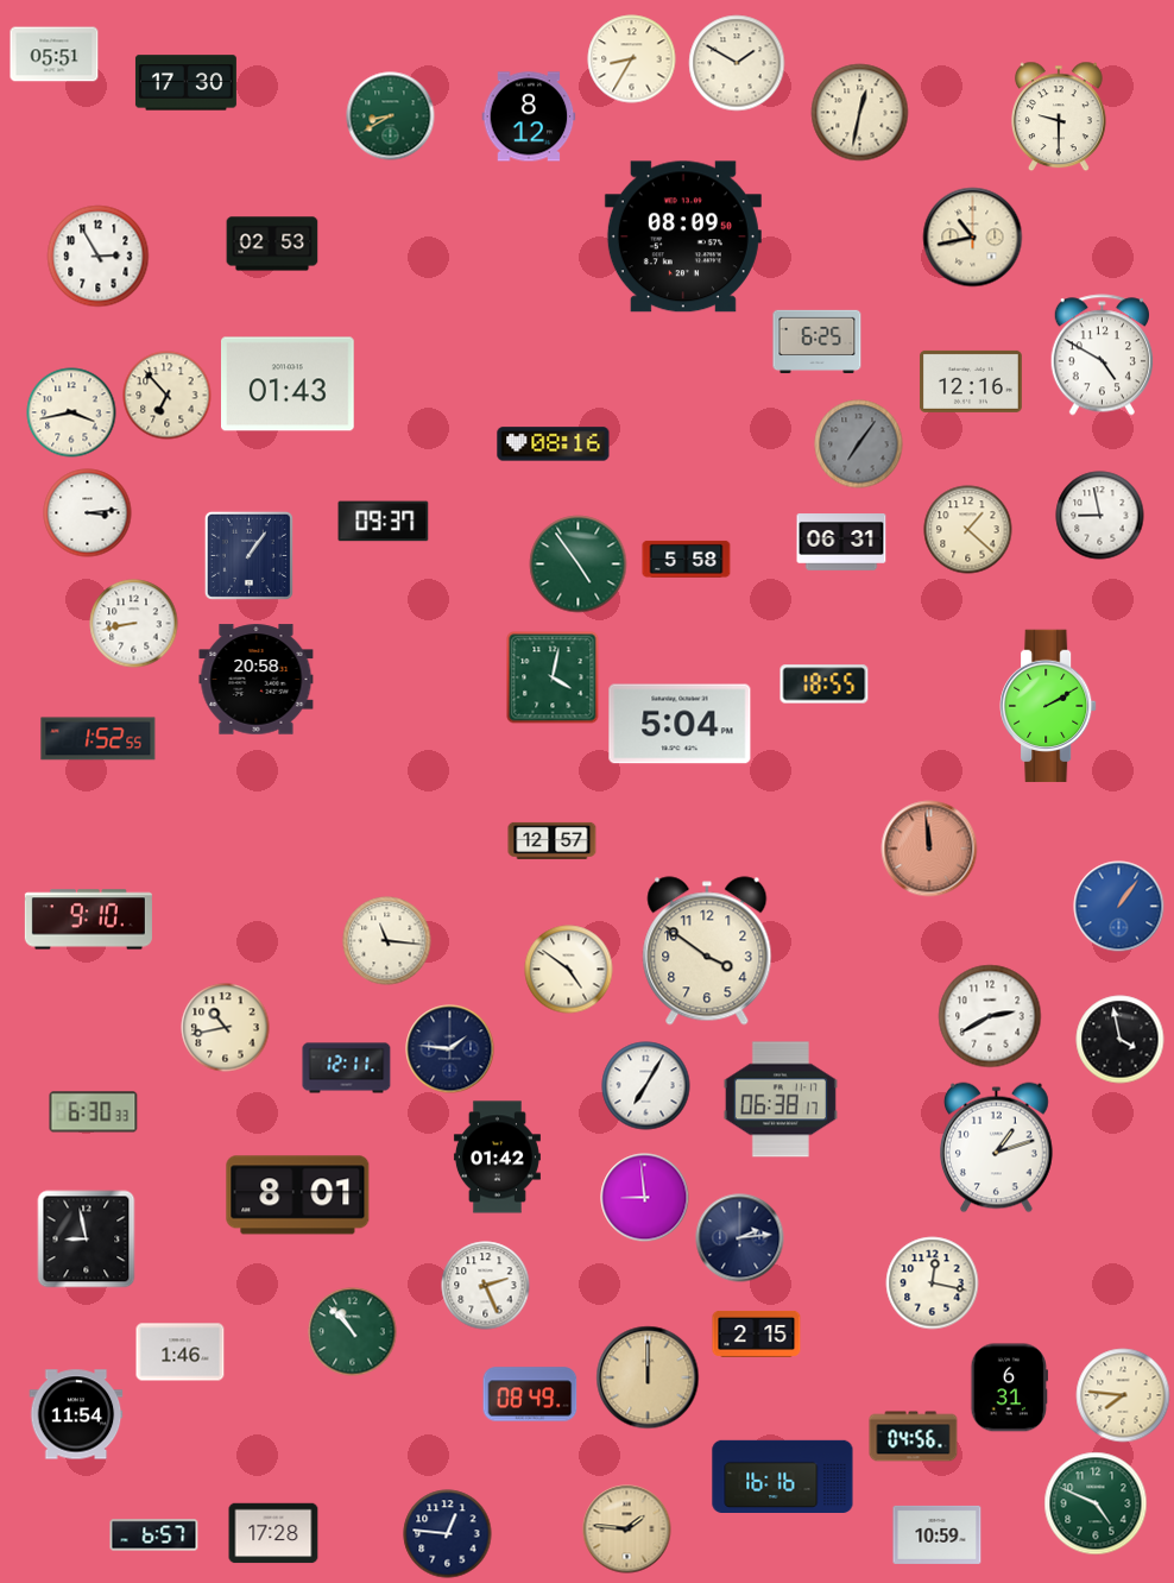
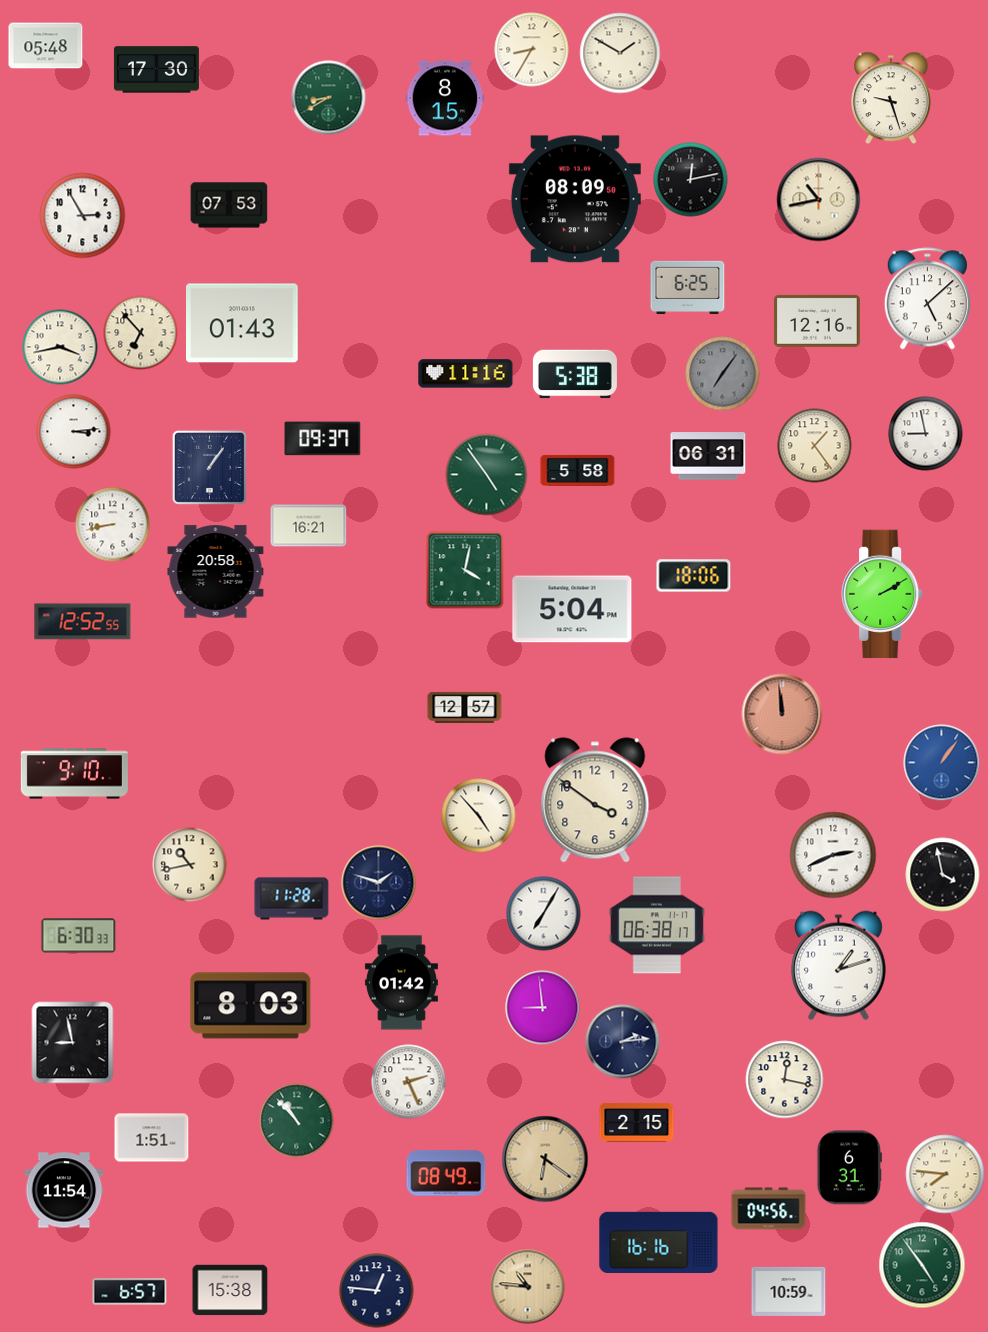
clock at (55, 55): 05:51 -> 05:48
clock at (860, 113): 12:32 -> none
clock at (529, 116): 8:12 -> 8:15
clock at (1060, 116): 9:30 -> 9:27
clock at (691, 180): none -> 12:13
clock at (272, 244): 02:53 -> 07:53
clock at (1102, 355): 4:50 -> 5:08
clock at (554, 444): 08:16 -> 11:16
clock at (575, 374): none -> 5:38
clock at (968, 530): 1:22 -> 1:24
clock at (309, 526): none -> 16:21
clock at (825, 685): 18:55 -> 18:06
clock at (99, 739): 1:52 -> 12:52
clock at (387, 941): 11:16 -> none
clock at (569, 970): 4:51 -> 4:53
clock at (990, 1016): 2:40 -> 2:41
clock at (450, 1049): 1:46 -> 1:48
clock at (347, 1068): 12:11 -> 11:28
clock at (497, 1158) position: (497, 1158) -> (401, 983)
clock at (298, 1196): 8:01 -> 8:03
clock at (181, 1352): 1:46 -> 1:51
clock at (648, 1377): 12:00 -> 6:21
clock at (1096, 1503): 4:49 -> 4:54
clock at (627, 1530): 1:46 -> 10:46
clock at (273, 1533): 17:28 -> 15:38
